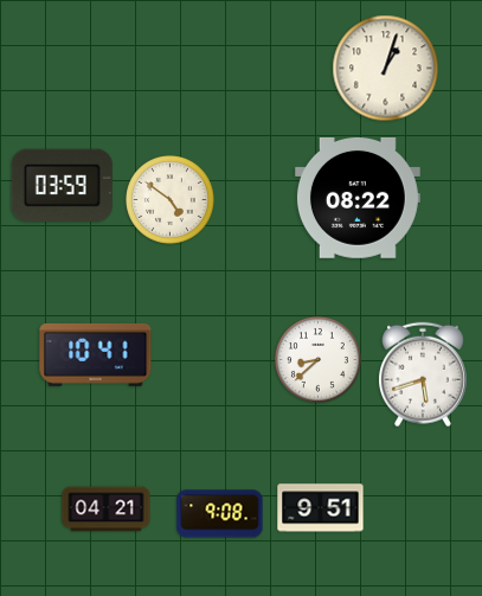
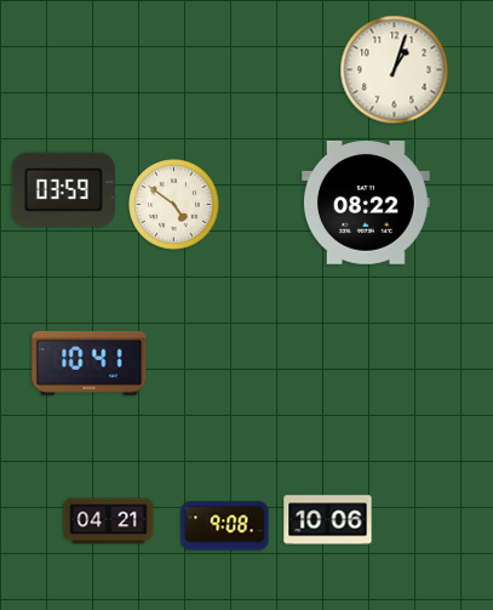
clock at (96, 354) position: (96, 354) -> (90, 363)
clock at (319, 360): 8:38 -> none
clock at (423, 374): 5:42 -> none
clock at (321, 508): 9:51 -> 10:06
